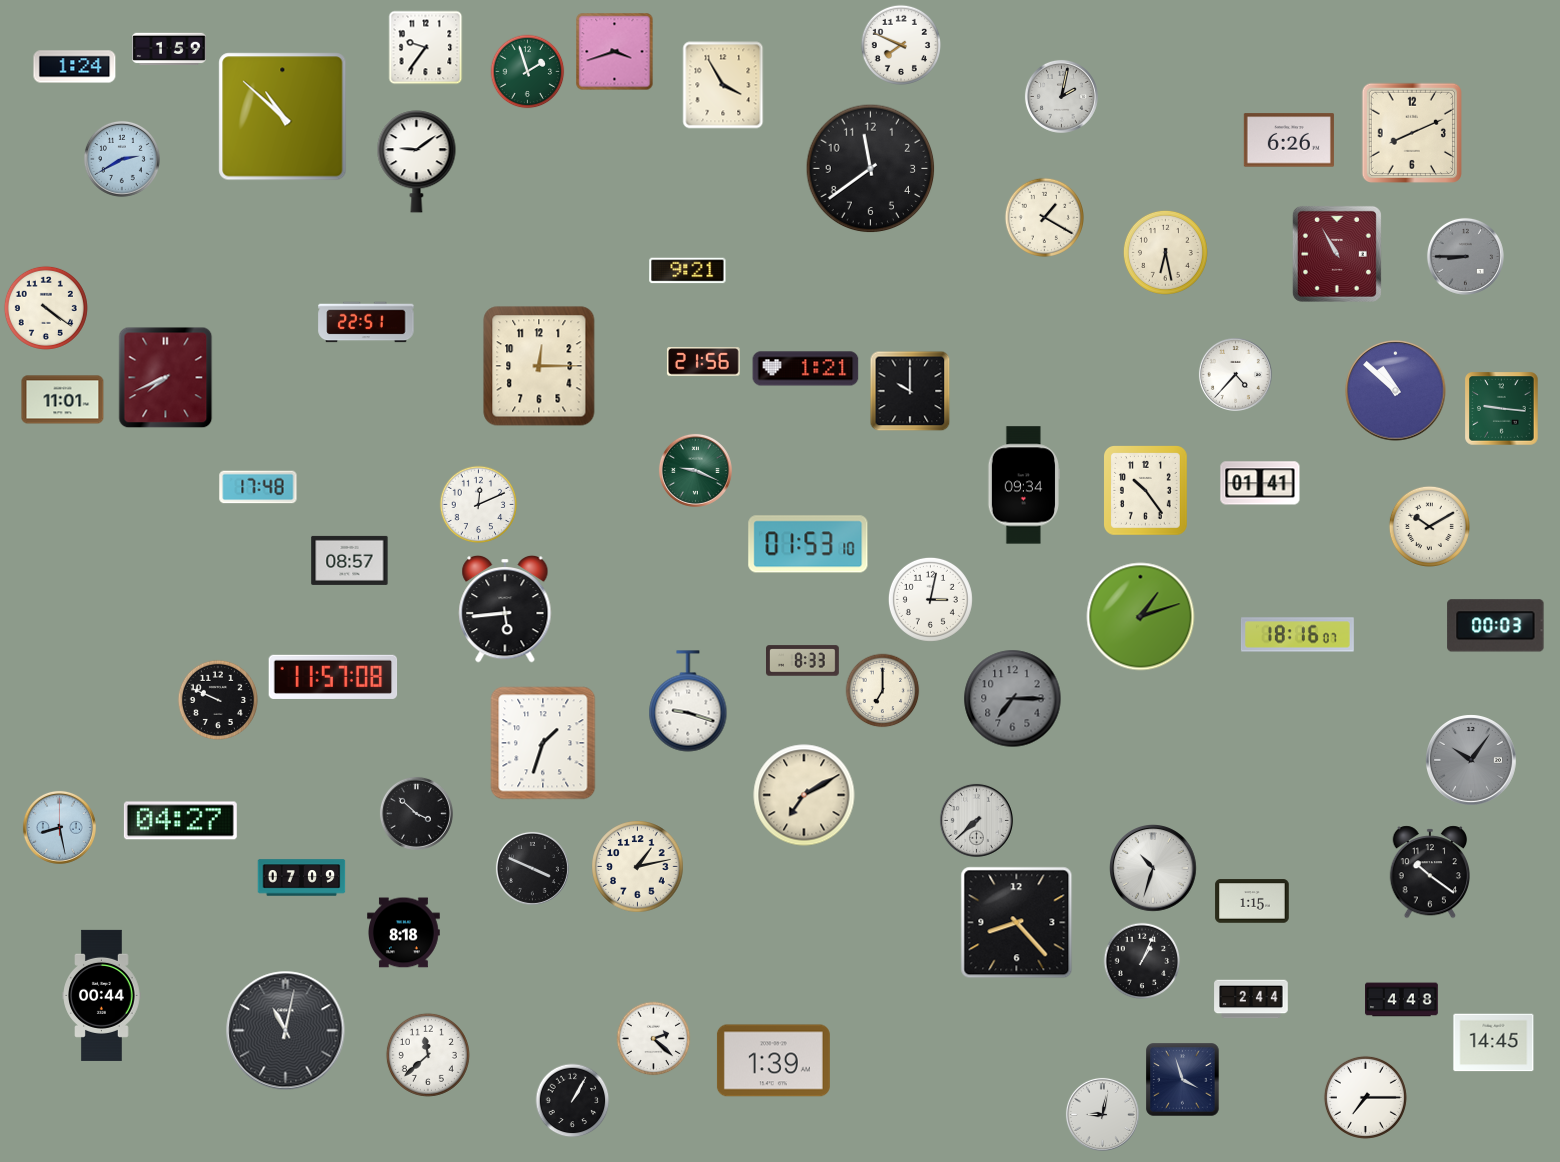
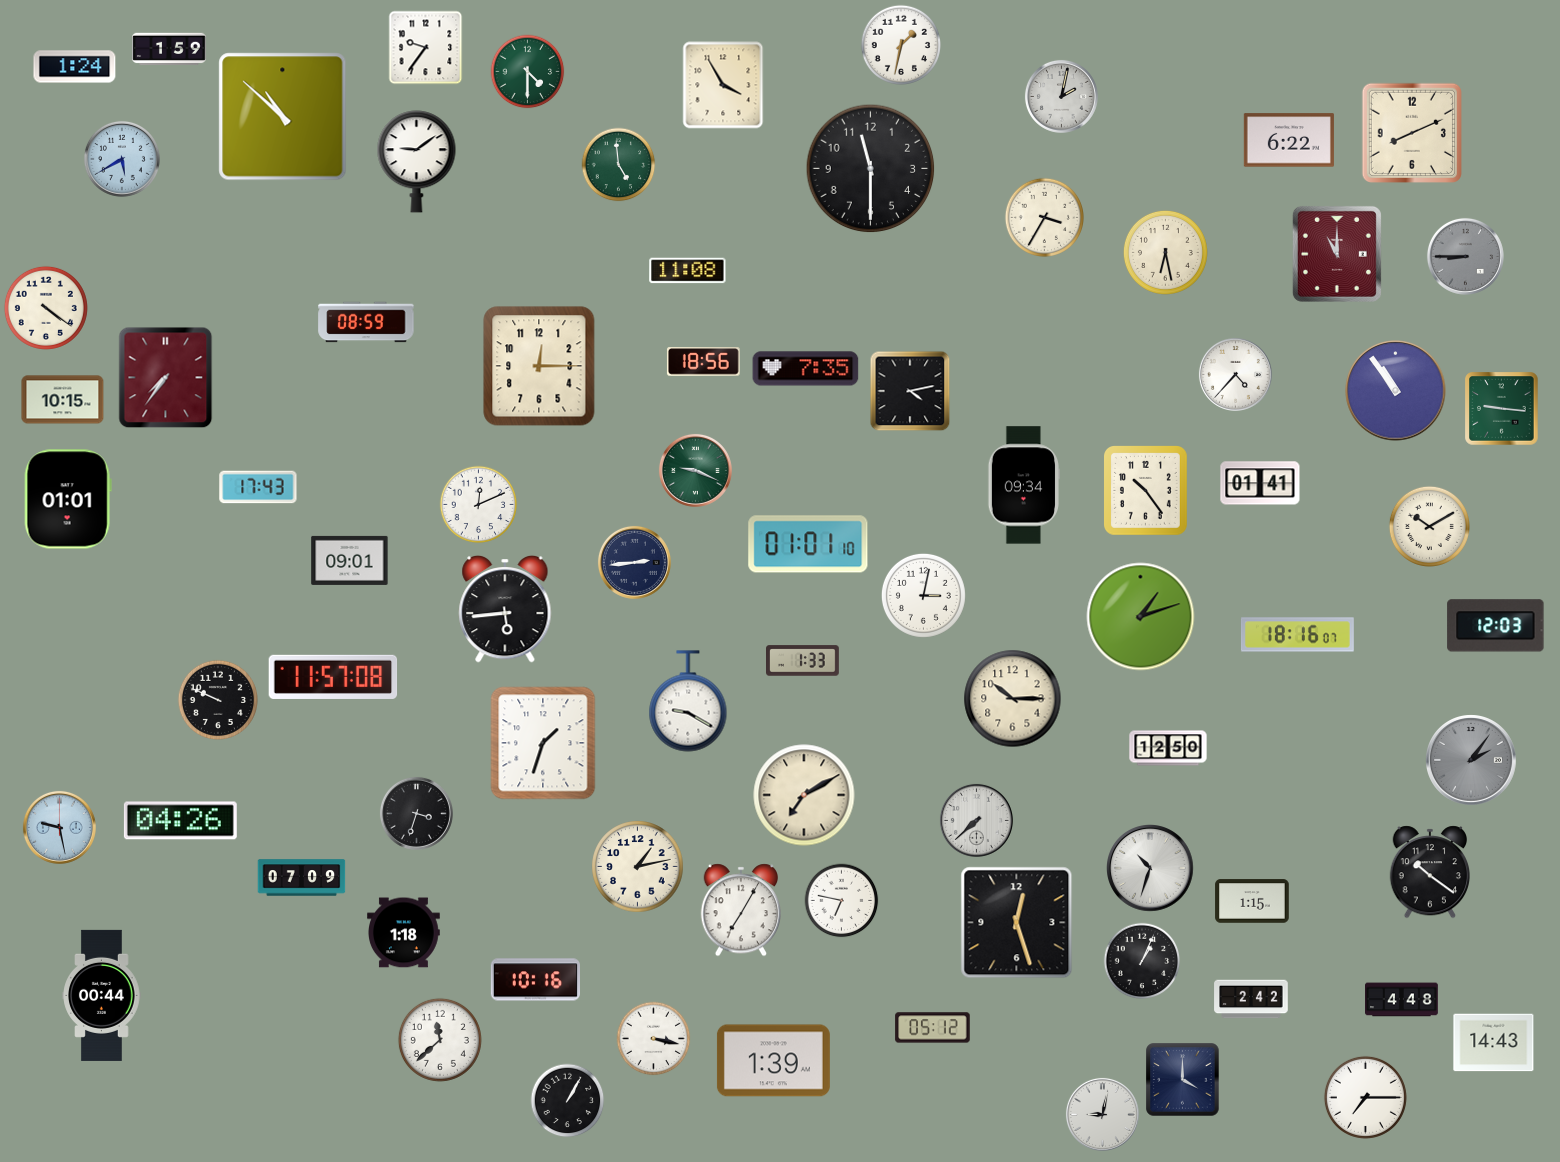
clock at (901, 45): 7:49 -> 1:32
clock at (615, 52): 3:42 -> none
clock at (528, 72): 1:57 -> 4:30
clock at (1289, 140): 6:26 -> 6:22
clock at (122, 159): 2:40 -> 5:40
clock at (619, 165): none -> 4:59
clock at (871, 169): 11:39 -> 11:30
clock at (1044, 217): 1:20 -> 3:35
clock at (1337, 254): 10:55 -> 11:00
clock at (688, 271): 9:21 -> 11:08
clock at (366, 322): 22:51 -> 08:59
clock at (703, 362): 21:56 -> 18:56
clock at (806, 369): 1:21 -> 7:35
clock at (166, 378): 7:41 -> 7:36
clock at (910, 391): 10:00 -> 4:13
clock at (1396, 391): 10:52 -> 10:54
clock at (63, 400): 11:01 -> 10:15
clock at (258, 487): 17:48 -> 17:43
clock at (68, 499): none -> 01:01
clock at (808, 544): 01:53 -> 01:01
clock at (350, 560): 08:57 -> 09:01
clock at (634, 562): none -> 2:44
clock at (930, 599) position: (930, 599) -> (923, 595)
clock at (1496, 626): 00:03 -> 12:03
clock at (803, 661): 8:33 -> 1:33
clock at (883, 691): 7:00 -> none
clock at (1013, 699): 7:15 -> 10:15
clock at (1013, 699) dial: grey -> cream
clock at (688, 701): 9:18 -> 9:20
clock at (1168, 748): none -> 12:50
clock at (1471, 760): 10:06 -> 2:06
clock at (416, 813): 3:52 -> 3:33
clock at (180, 821): 04:27 -> 04:26
clock at (59, 827): 8:28 -> 9:28
clock at (532, 868): 3:49 -> none
clock at (1154, 869) position: (1154, 869) -> (1151, 869)
clock at (842, 901): none -> 6:47
clock at (741, 910): none -> 7:05
clock at (1017, 923): 8:23 -> 12:27
clock at (404, 933): 8:18 -> 1:18
clock at (535, 980): none -> 10:16
clock at (1251, 999): 2:44 -> 2:42
clock at (933, 1028): none -> 05:12
clock at (286, 1031): 11:02 -> none
clock at (654, 1039): 2:22 -> 3:17
clock at (1494, 1043): 14:45 -> 14:43
clock at (428, 1055) position: (428, 1055) -> (440, 1040)
clock at (1183, 1080): 3:57 -> 4:00
clock at (573, 1101) position: (573, 1101) -> (568, 1101)
